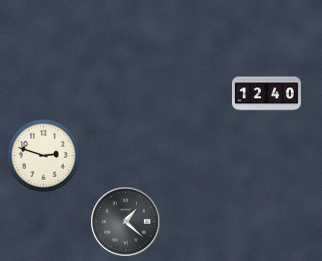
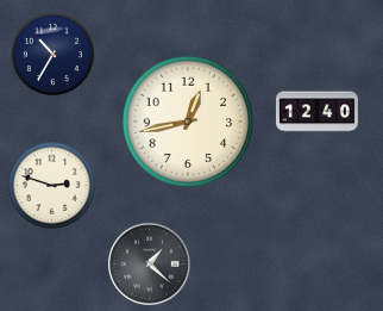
clock at (52, 54): none -> 10:35
clock at (188, 122): none -> 12:43
